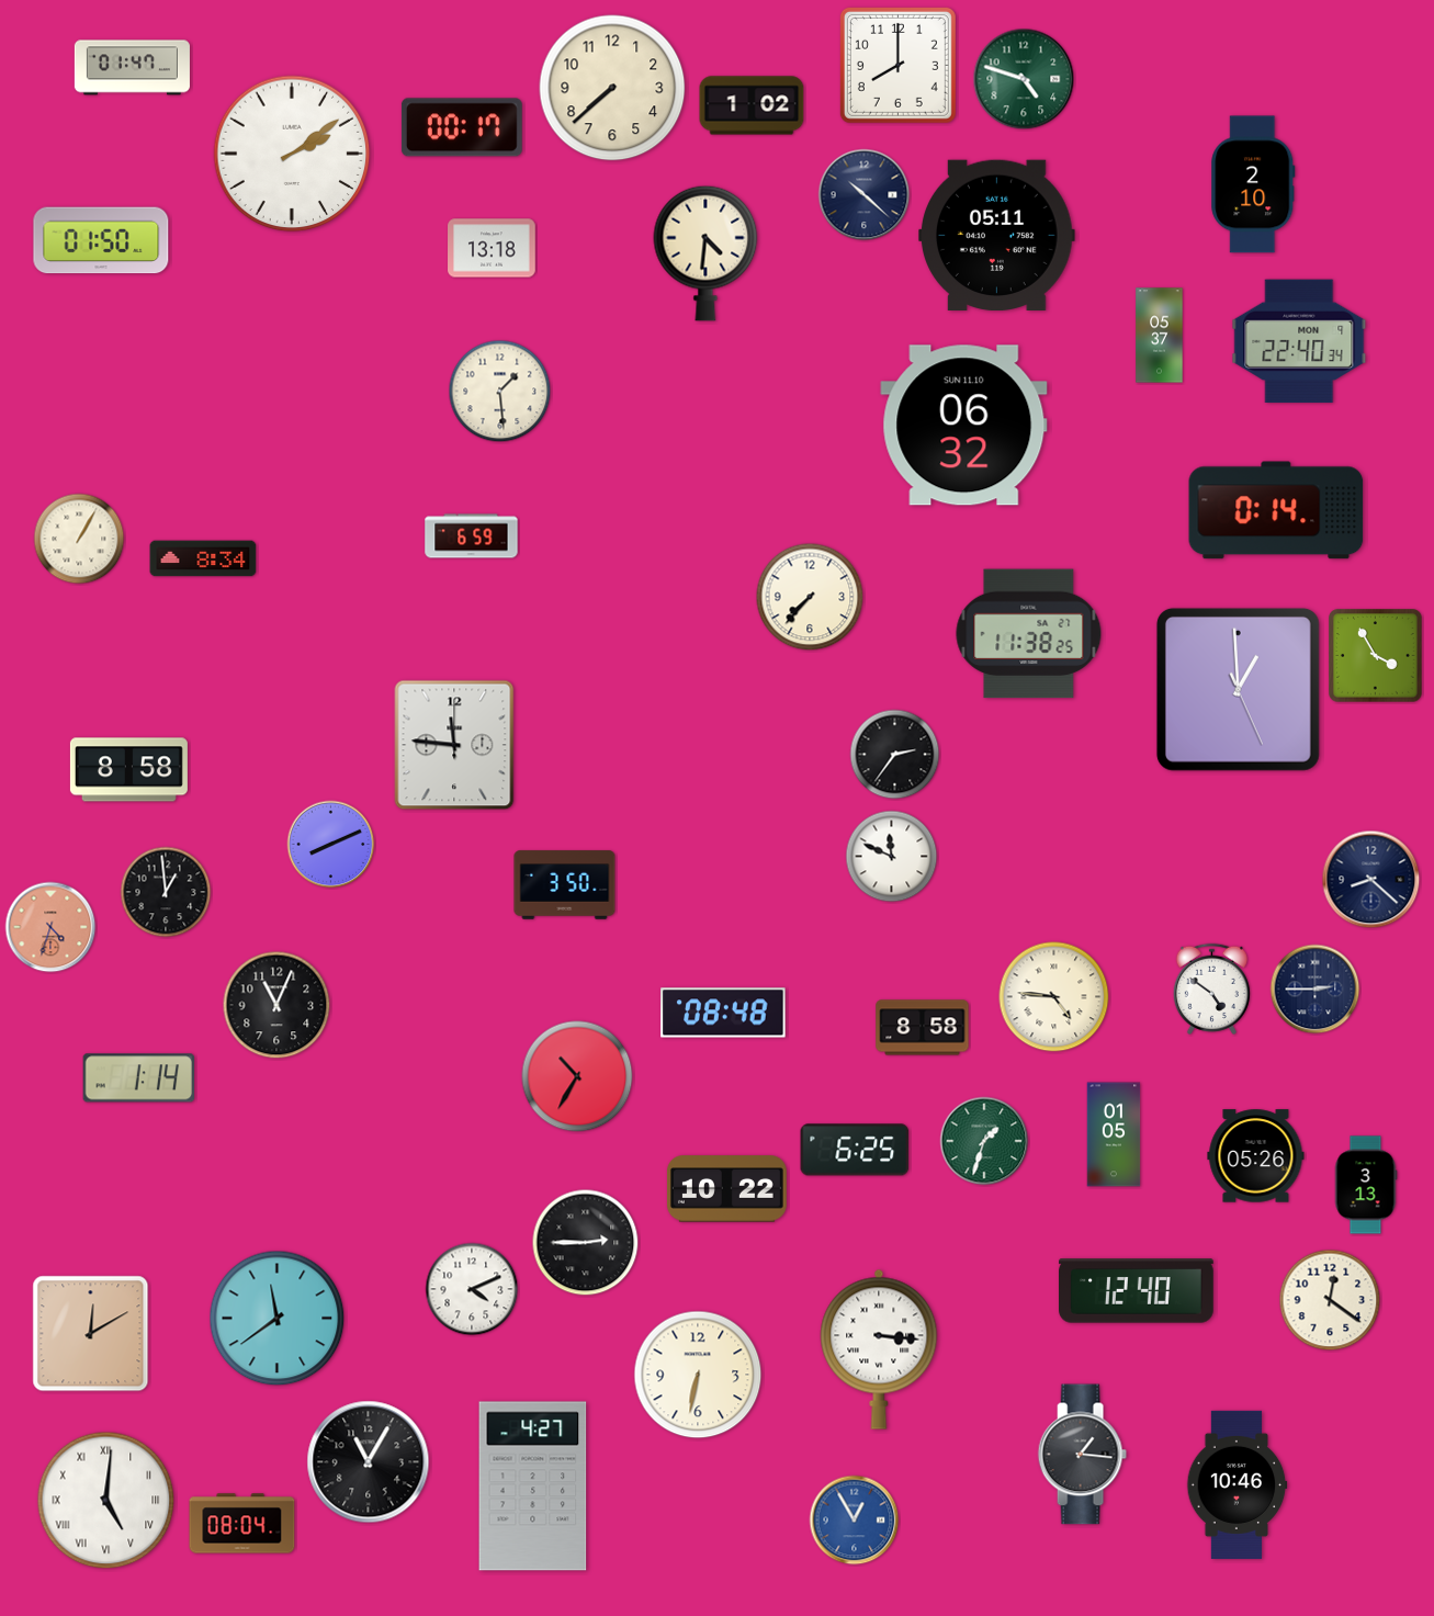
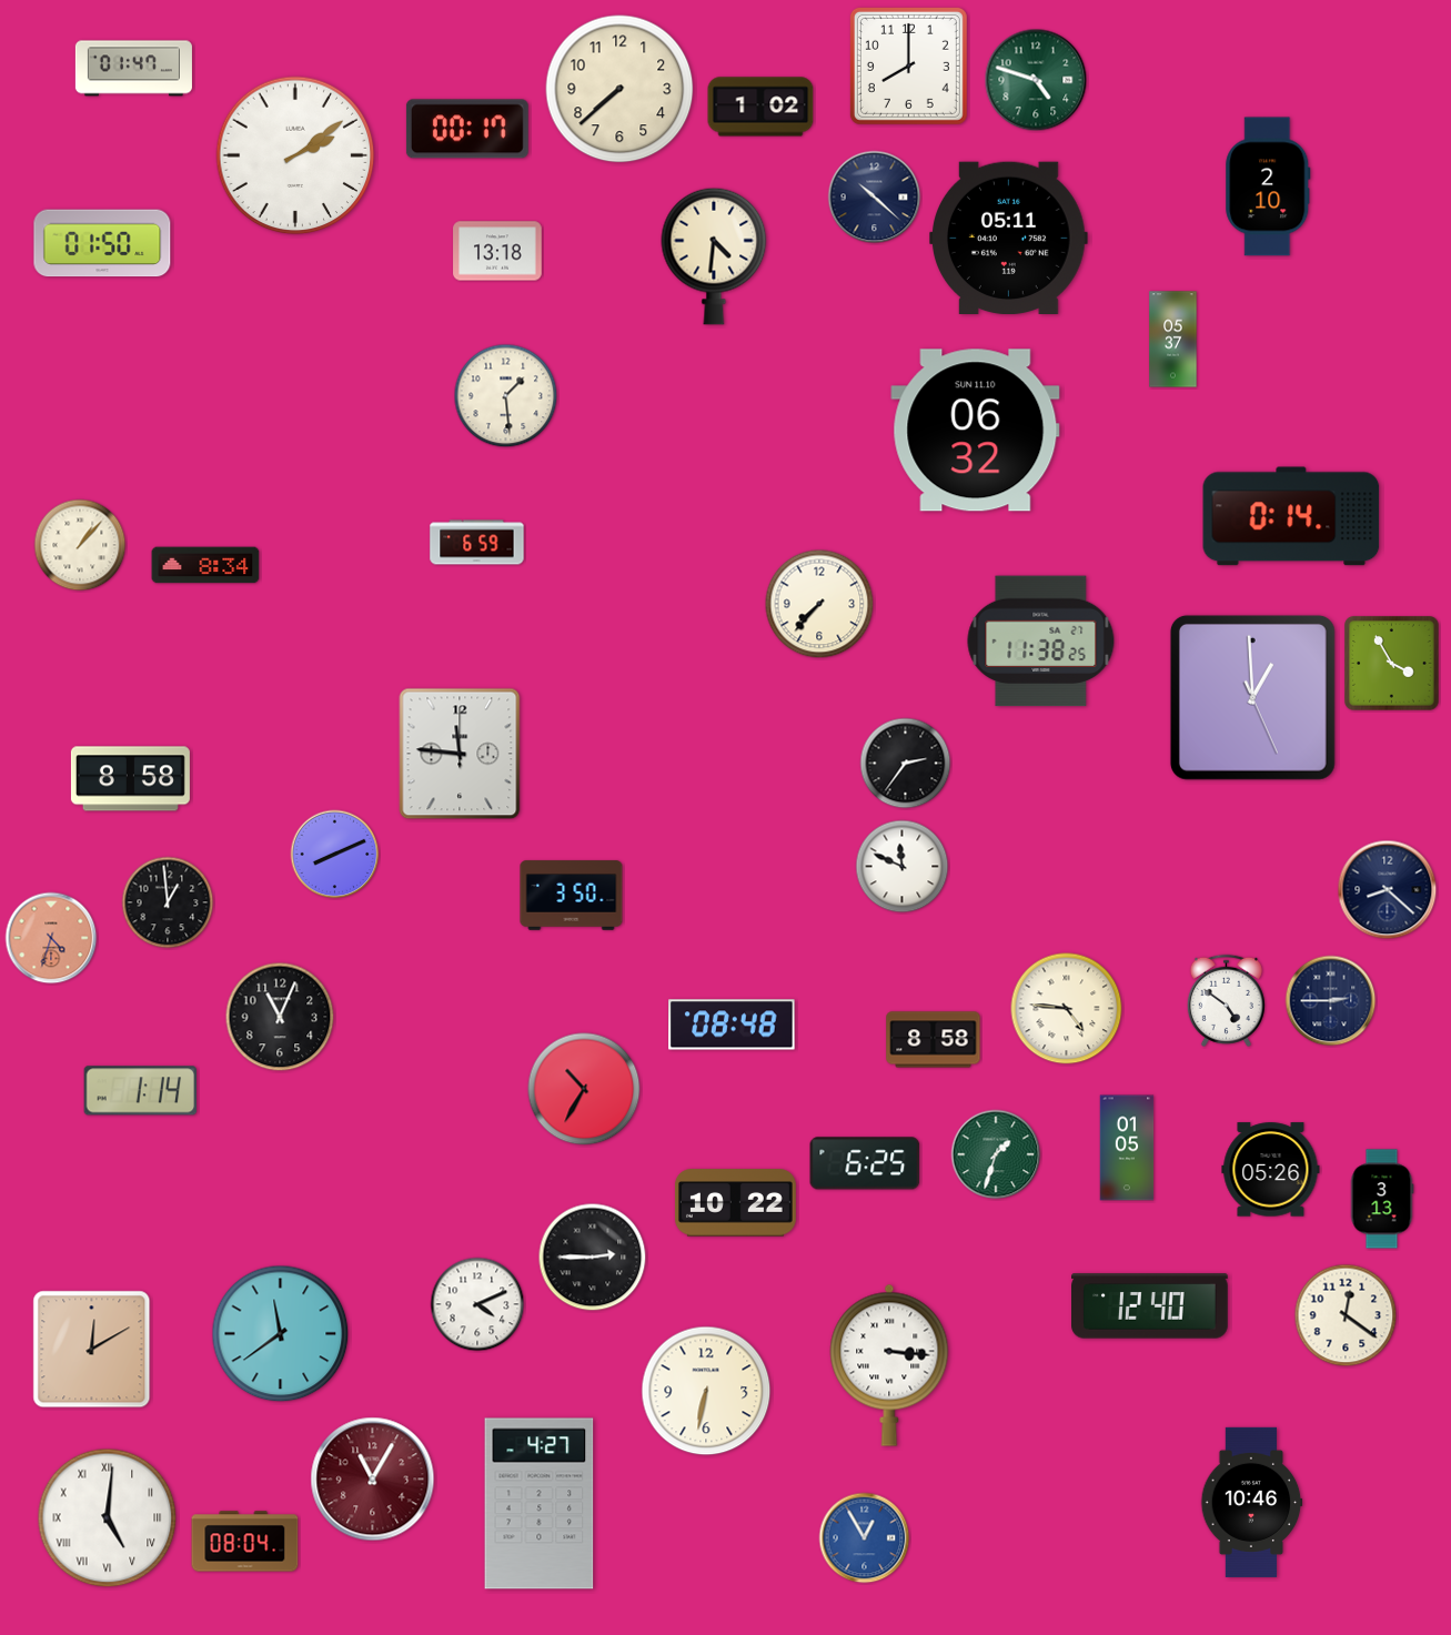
clock at (1299, 341): 22:40 -> none
clock at (79, 539): 1:05 -> 1:07
clock at (1082, 1455): 1:16 -> none
clock at (369, 1462) dial: black -> burgundy
